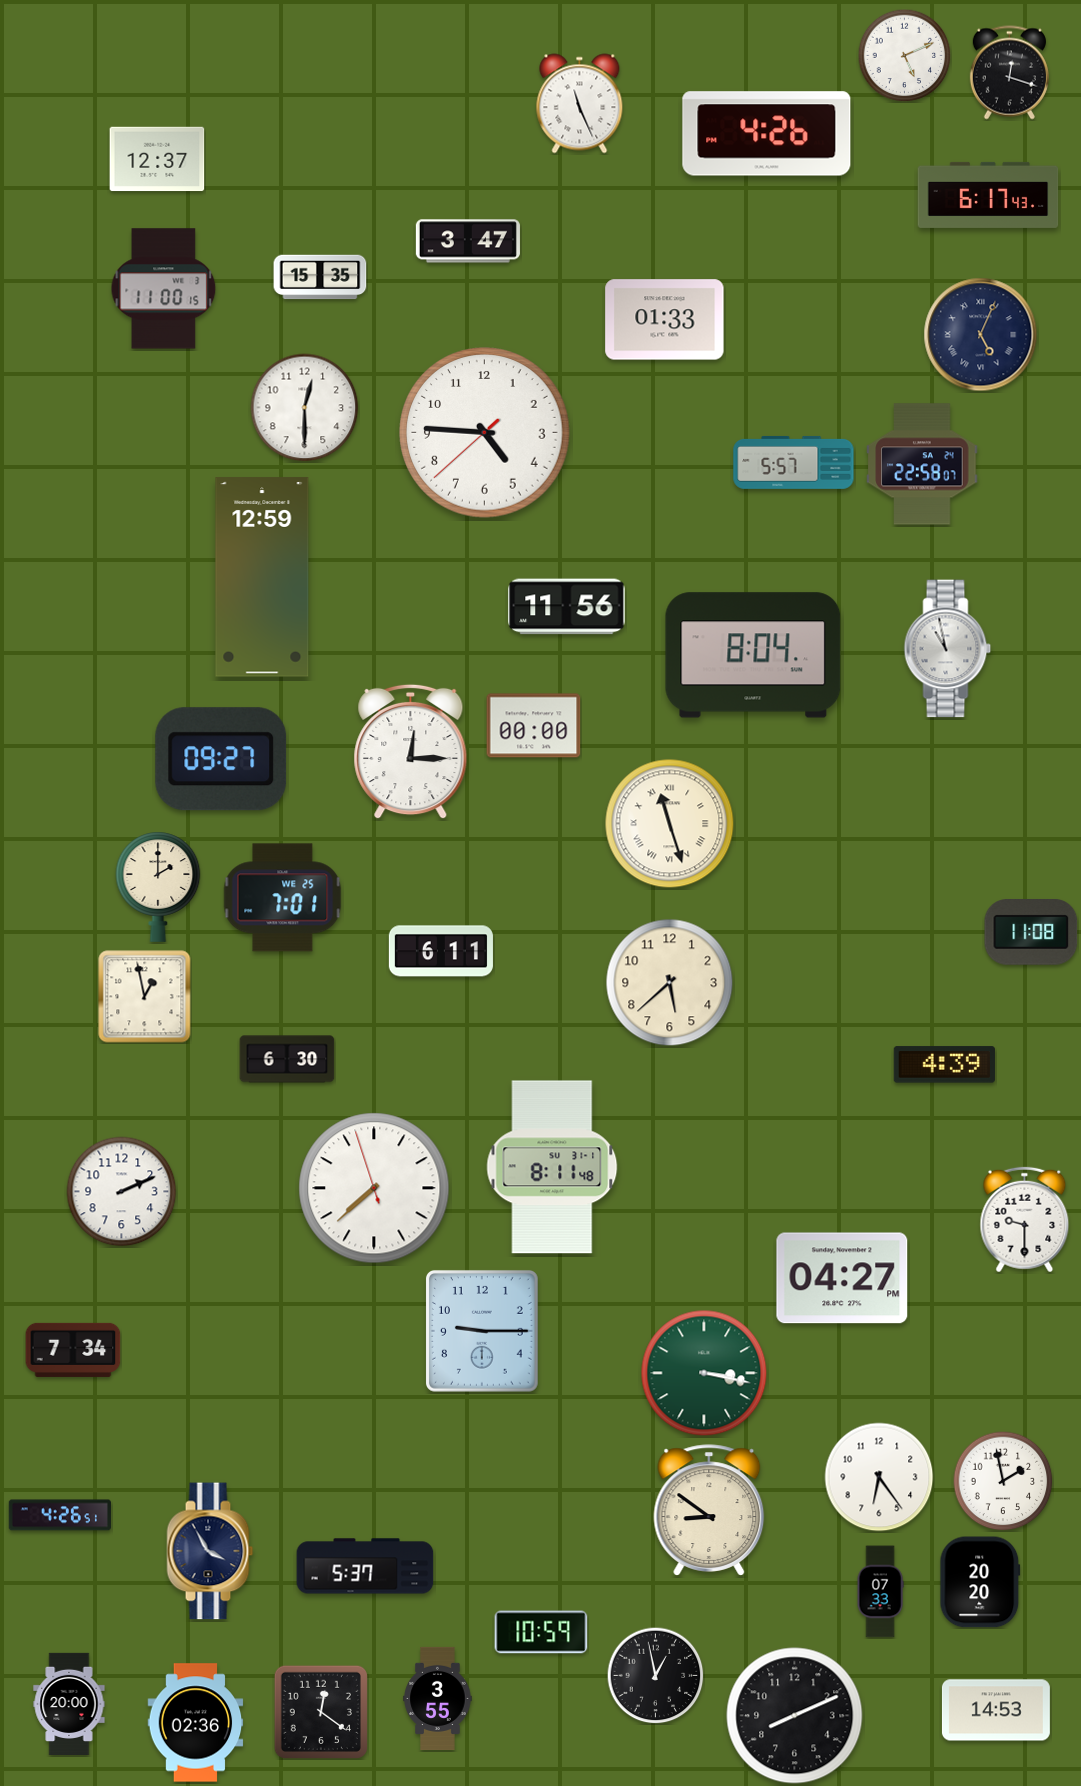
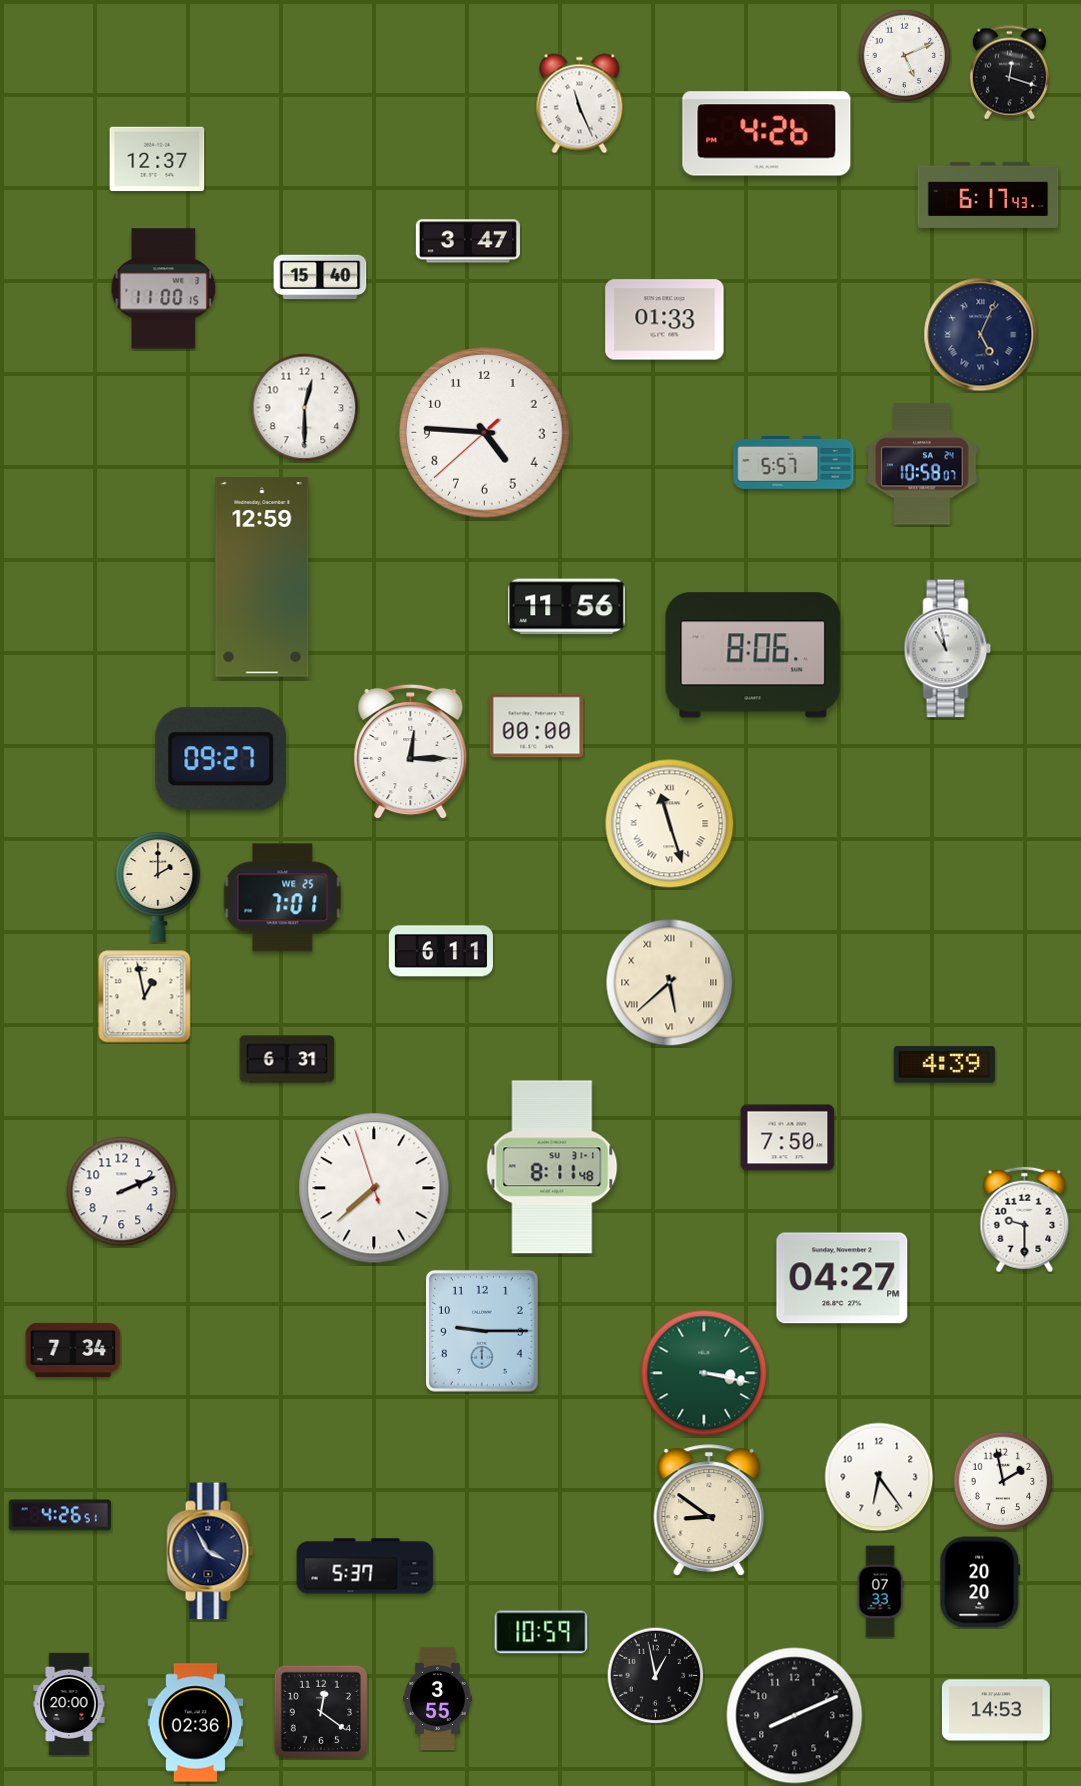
clock at (320, 277): 15:35 -> 15:40
clock at (922, 464): 22:58 -> 10:58
clock at (753, 655): 8:04 -> 8:06
clock at (534, 726) position: (534, 726) -> (537, 726)
clock at (1031, 933): 11:08 -> none
clock at (670, 983) numerals: Arabic -> Roman
clock at (287, 1059): 6:30 -> 6:31
clock at (788, 1138): none -> 7:50
